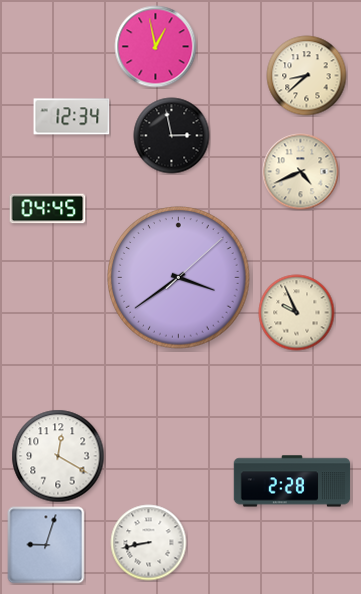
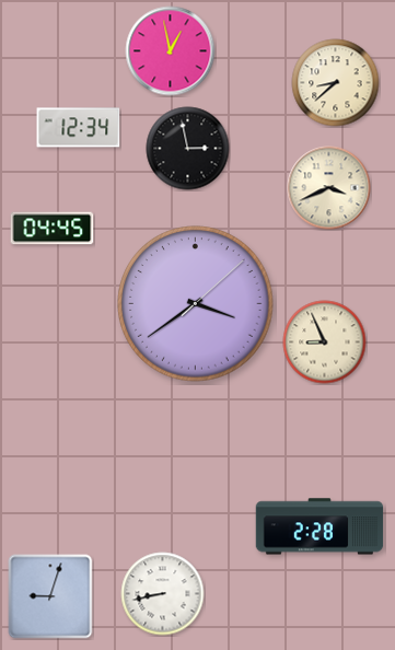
clock at (301, 172): 4:41 -> 3:41
clock at (297, 313): 9:56 -> 8:56
clock at (58, 456): 12:20 -> none
